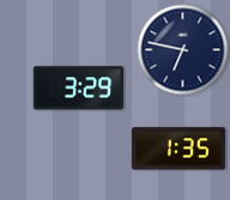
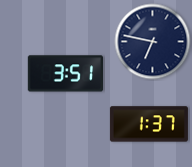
clock at (78, 89): 3:29 -> 3:51
clock at (178, 149): 1:35 -> 1:37
